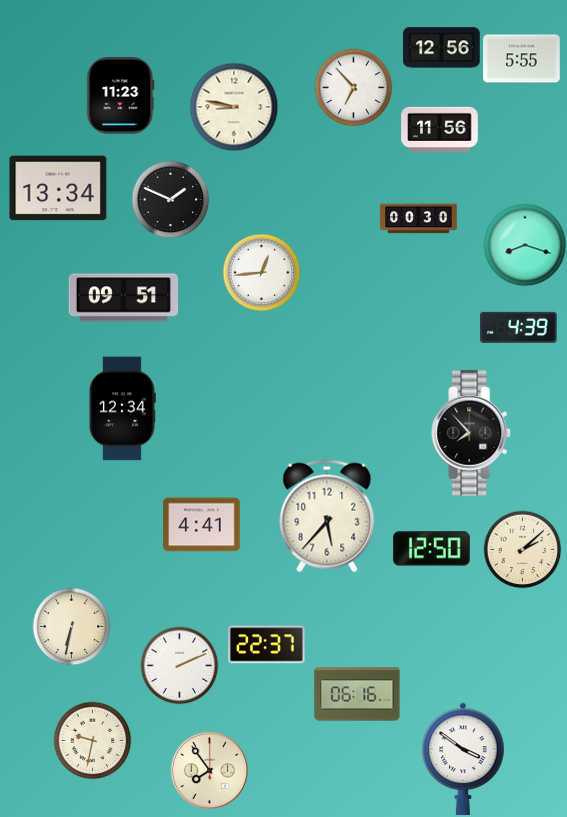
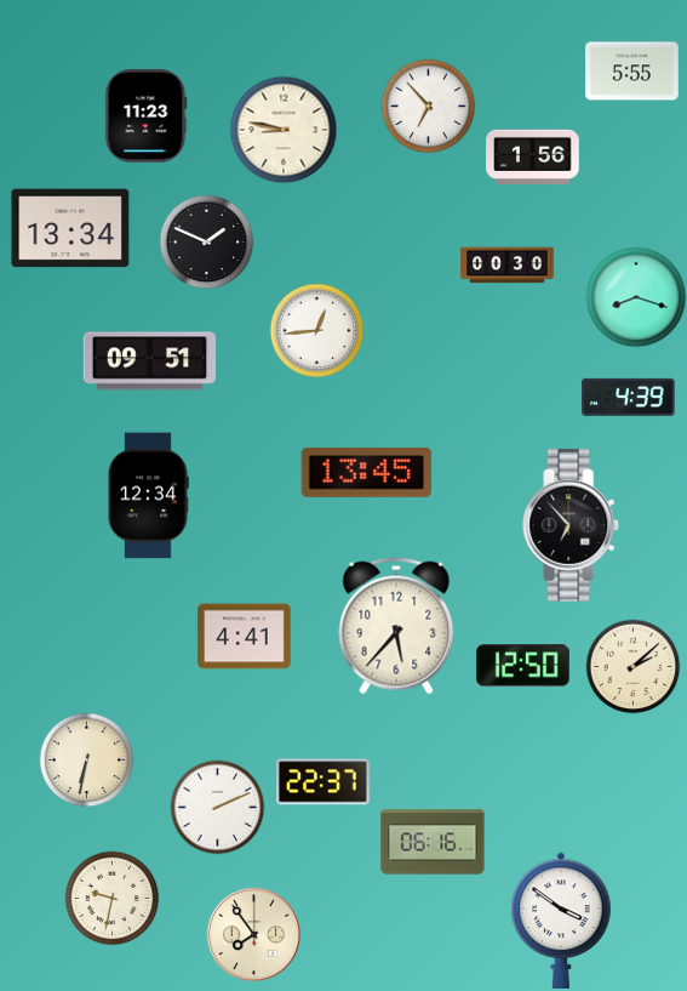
clock at (442, 48): 12:56 -> none
clock at (440, 129): 11:56 -> 1:56
clock at (367, 472): none -> 13:45
clock at (472, 433): 7:53 -> 6:53
